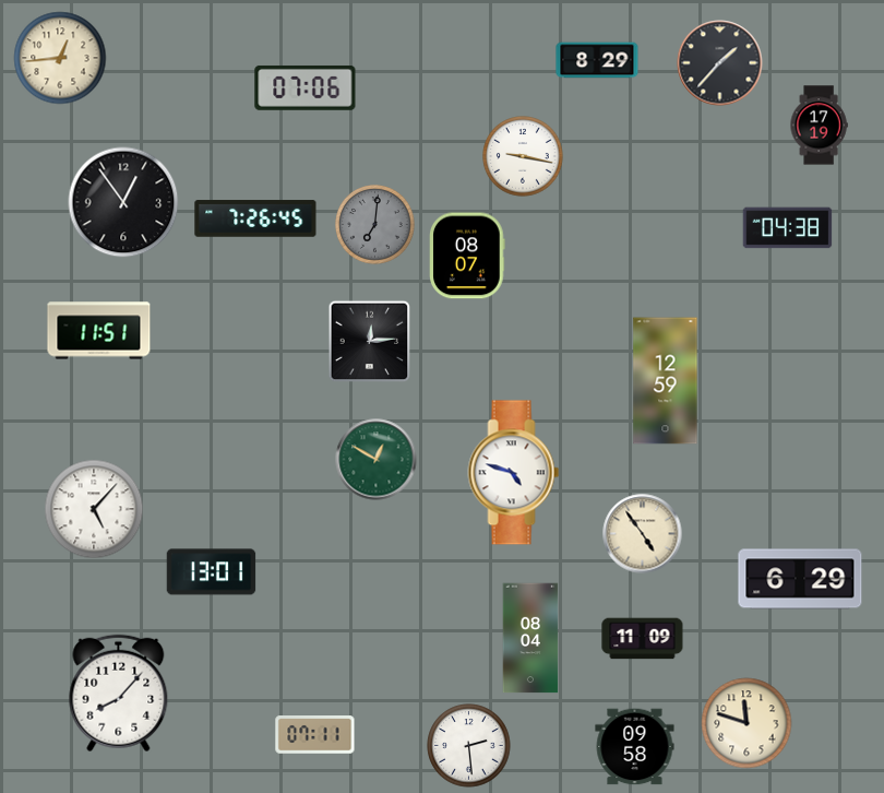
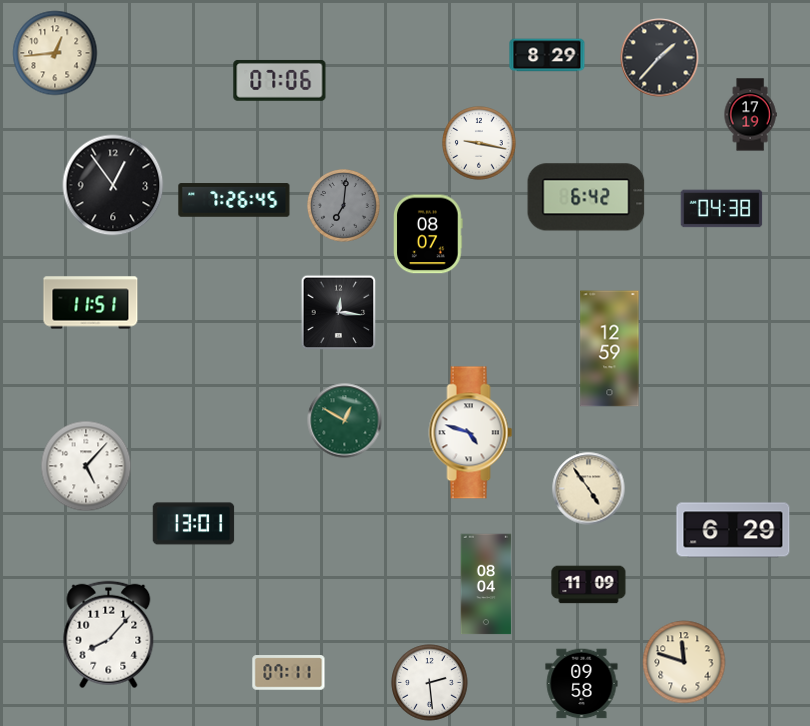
clock at (586, 197): none -> 6:42
clock at (370, 342): 12:14 -> 12:16
